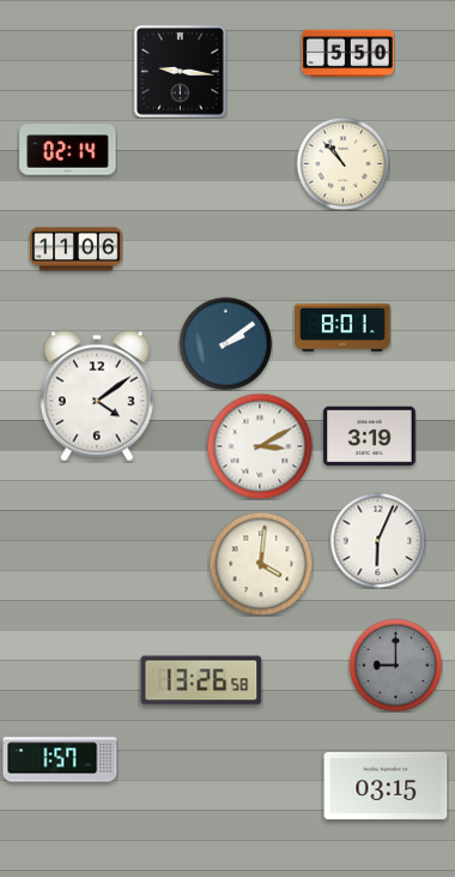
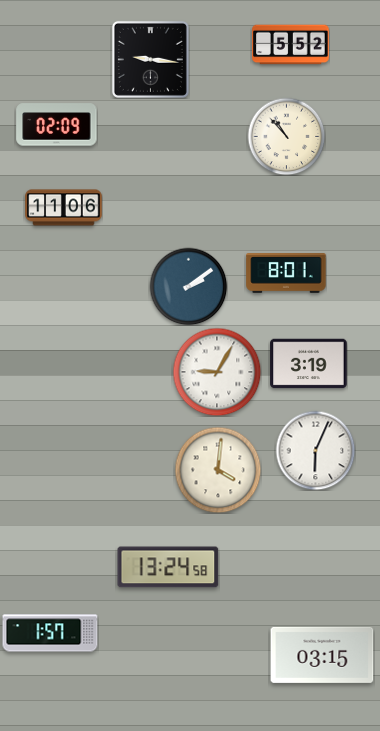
clock at (348, 54): 5:50 -> 5:52
clock at (68, 150): 02:14 -> 02:09
clock at (97, 396): 4:09 -> none
clock at (260, 446): 3:10 -> 9:05
clock at (395, 665): 9:00 -> none
clock at (201, 680): 13:26 -> 13:24
